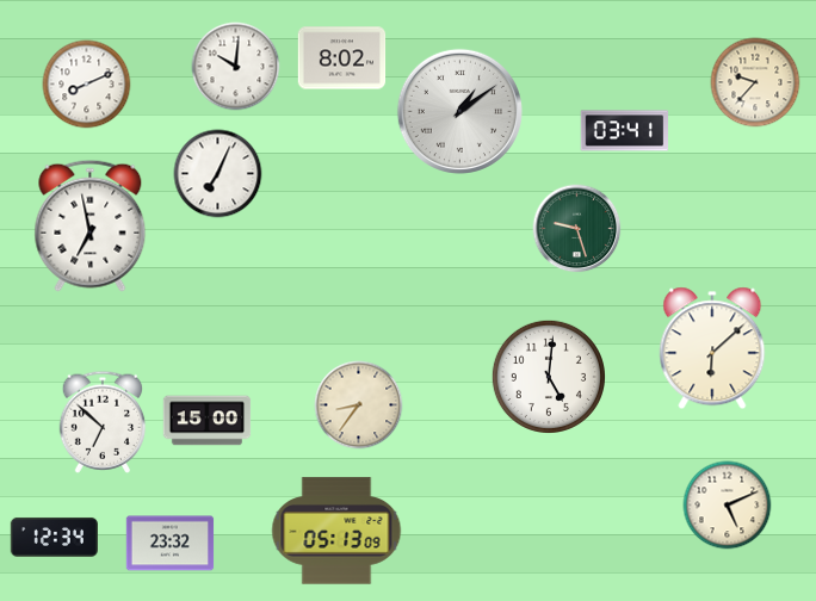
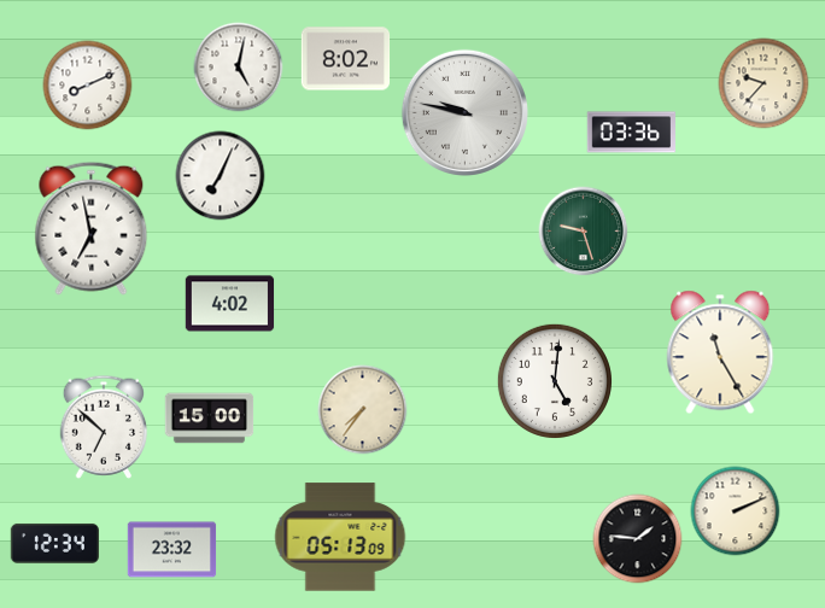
clock at (236, 67): 10:01 -> 5:02
clock at (459, 111): 1:09 -> 9:47
clock at (624, 131): 03:41 -> 03:36
clock at (230, 304): none -> 4:02
clock at (712, 348): 6:08 -> 11:25
clock at (359, 405): 8:36 -> 7:36
clock at (208, 421) position: (208, 421) -> (210, 419)
clock at (728, 506): 5:11 -> 2:11
clock at (638, 539): none -> 1:46
